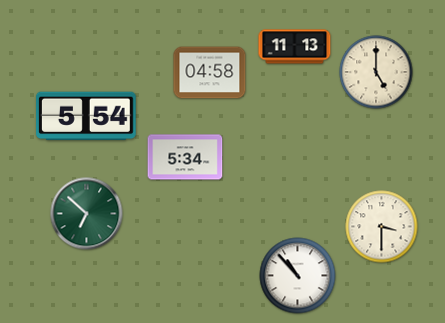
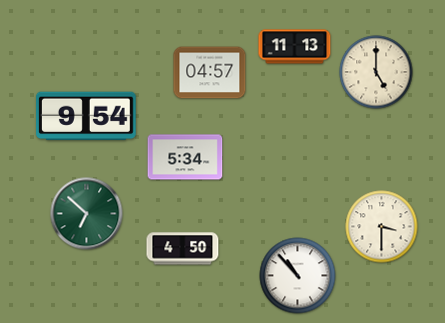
clock at (210, 73): 04:58 -> 04:57
clock at (87, 116): 5:54 -> 9:54
clock at (183, 249): none -> 4:50
